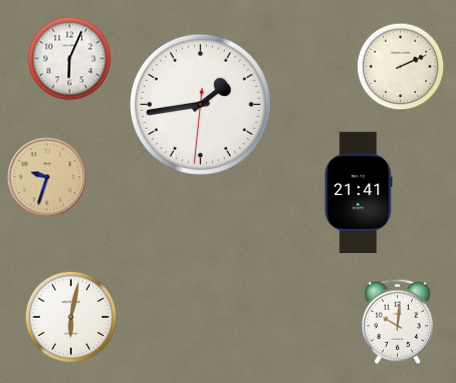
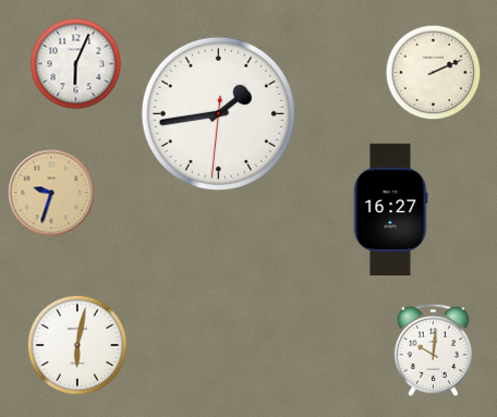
clock at (401, 67) position: (401, 67) -> (434, 73)
clock at (358, 192): 21:41 -> 16:27
